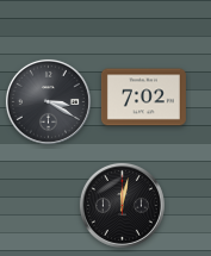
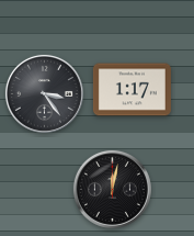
clock at (143, 98): 7:02 -> 1:17
clock at (48, 101): 3:20 -> 3:24
